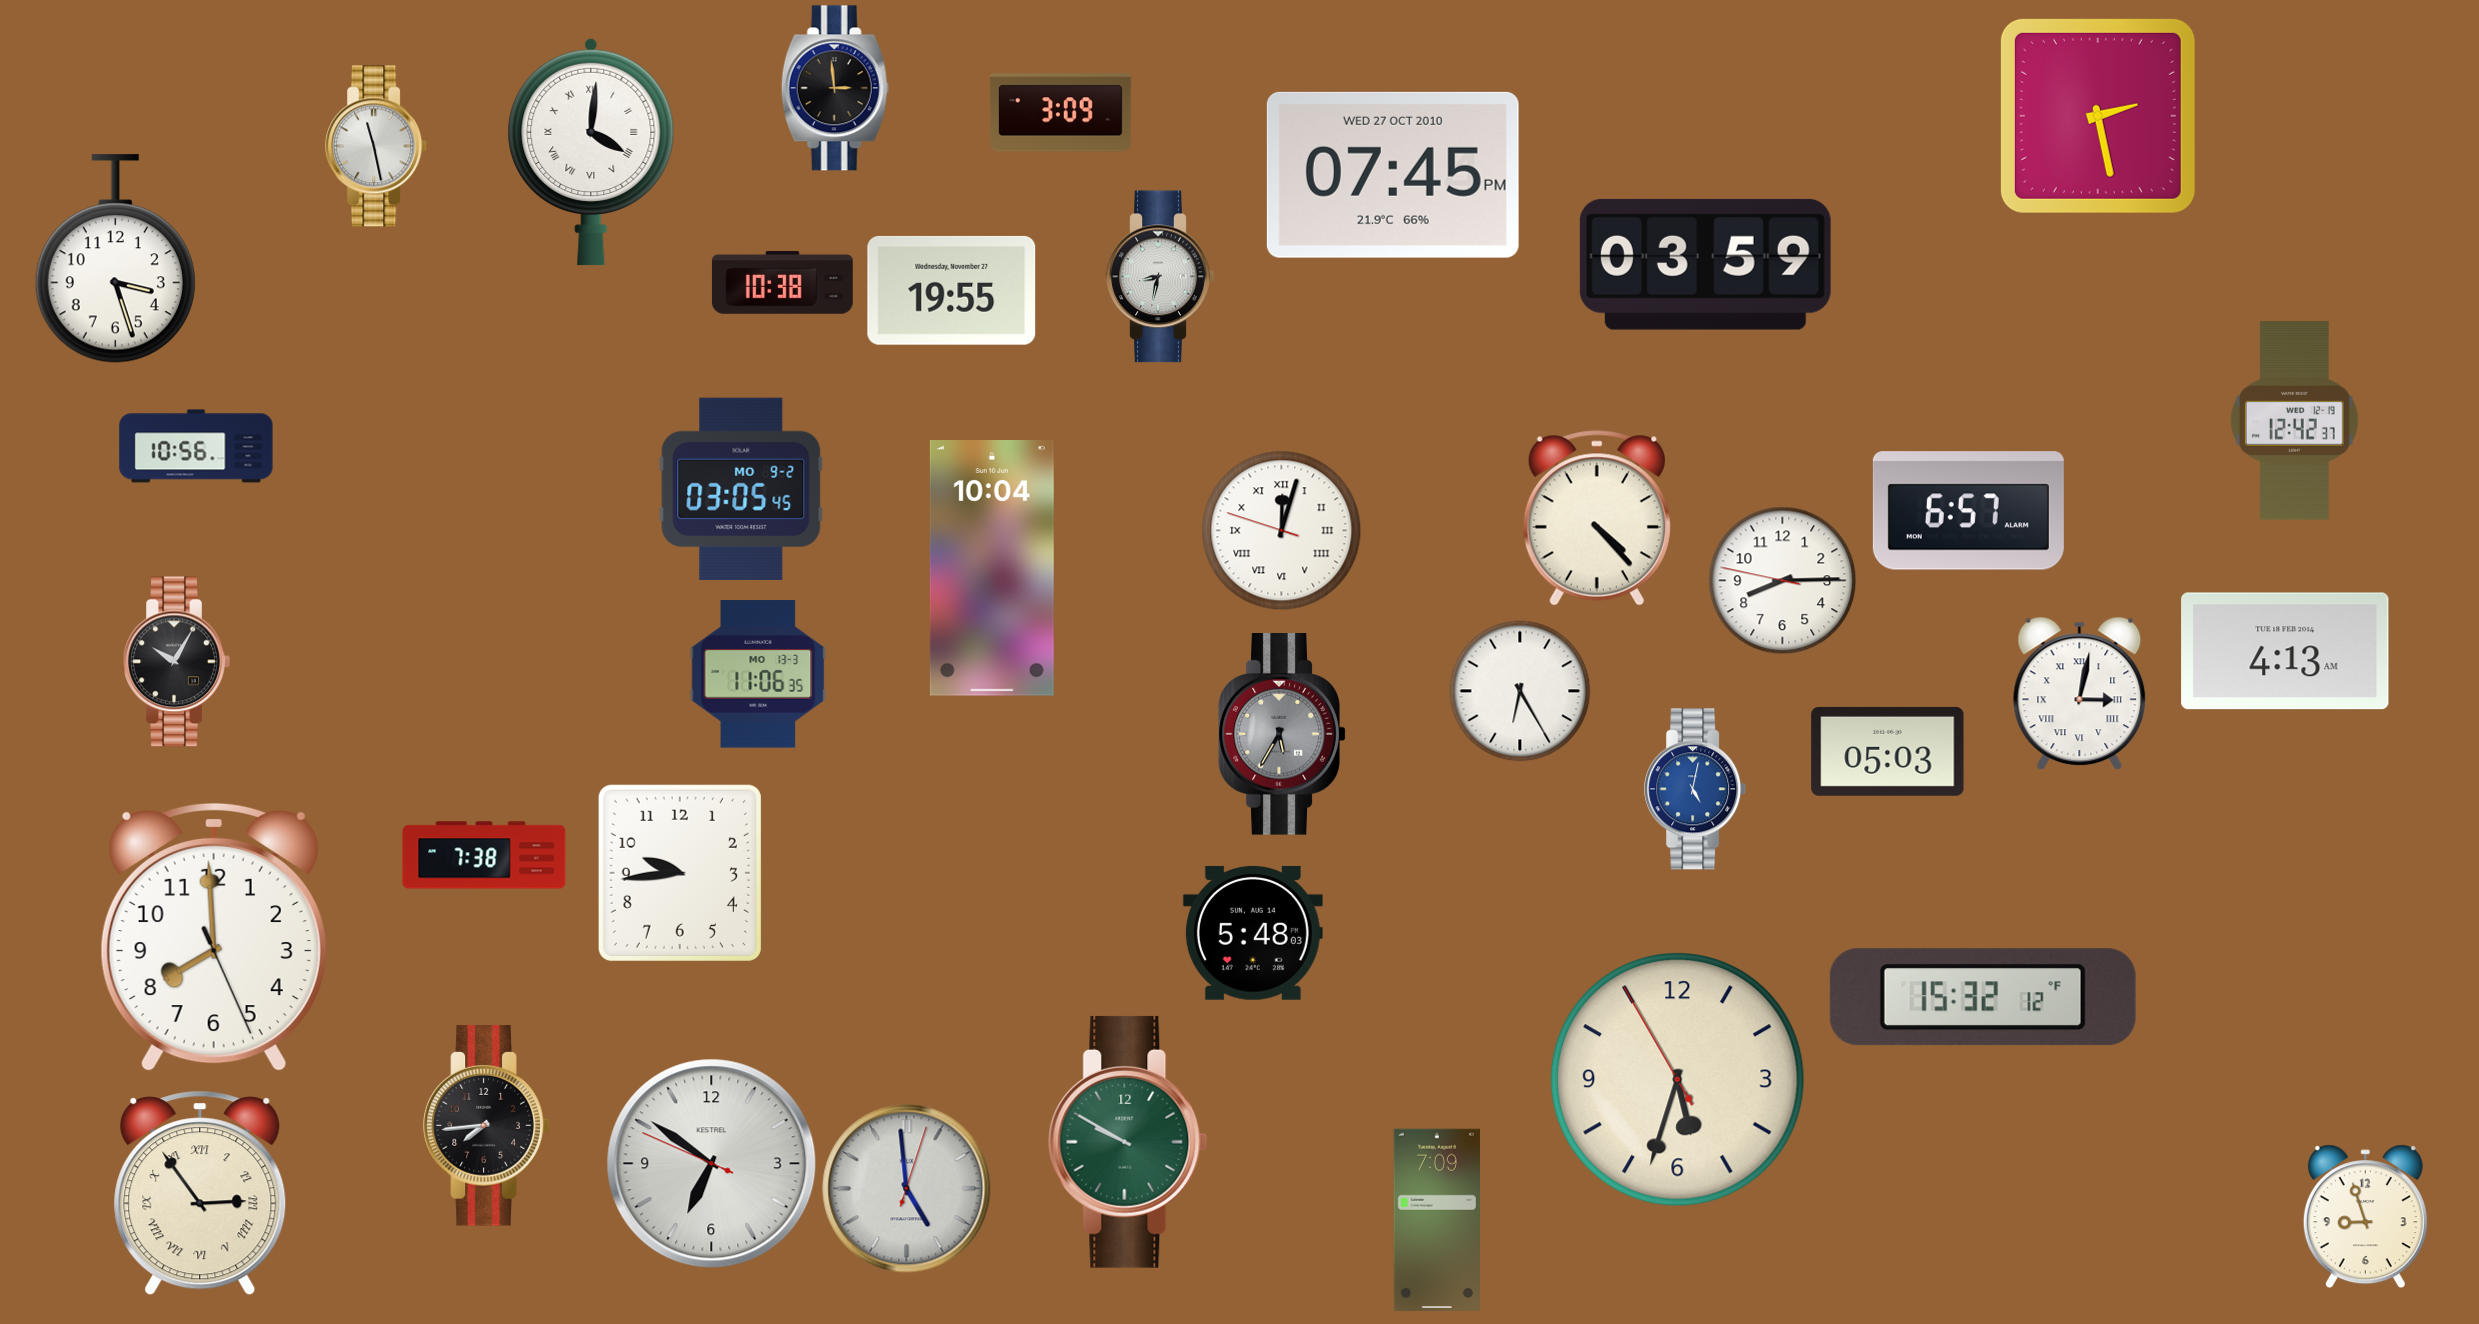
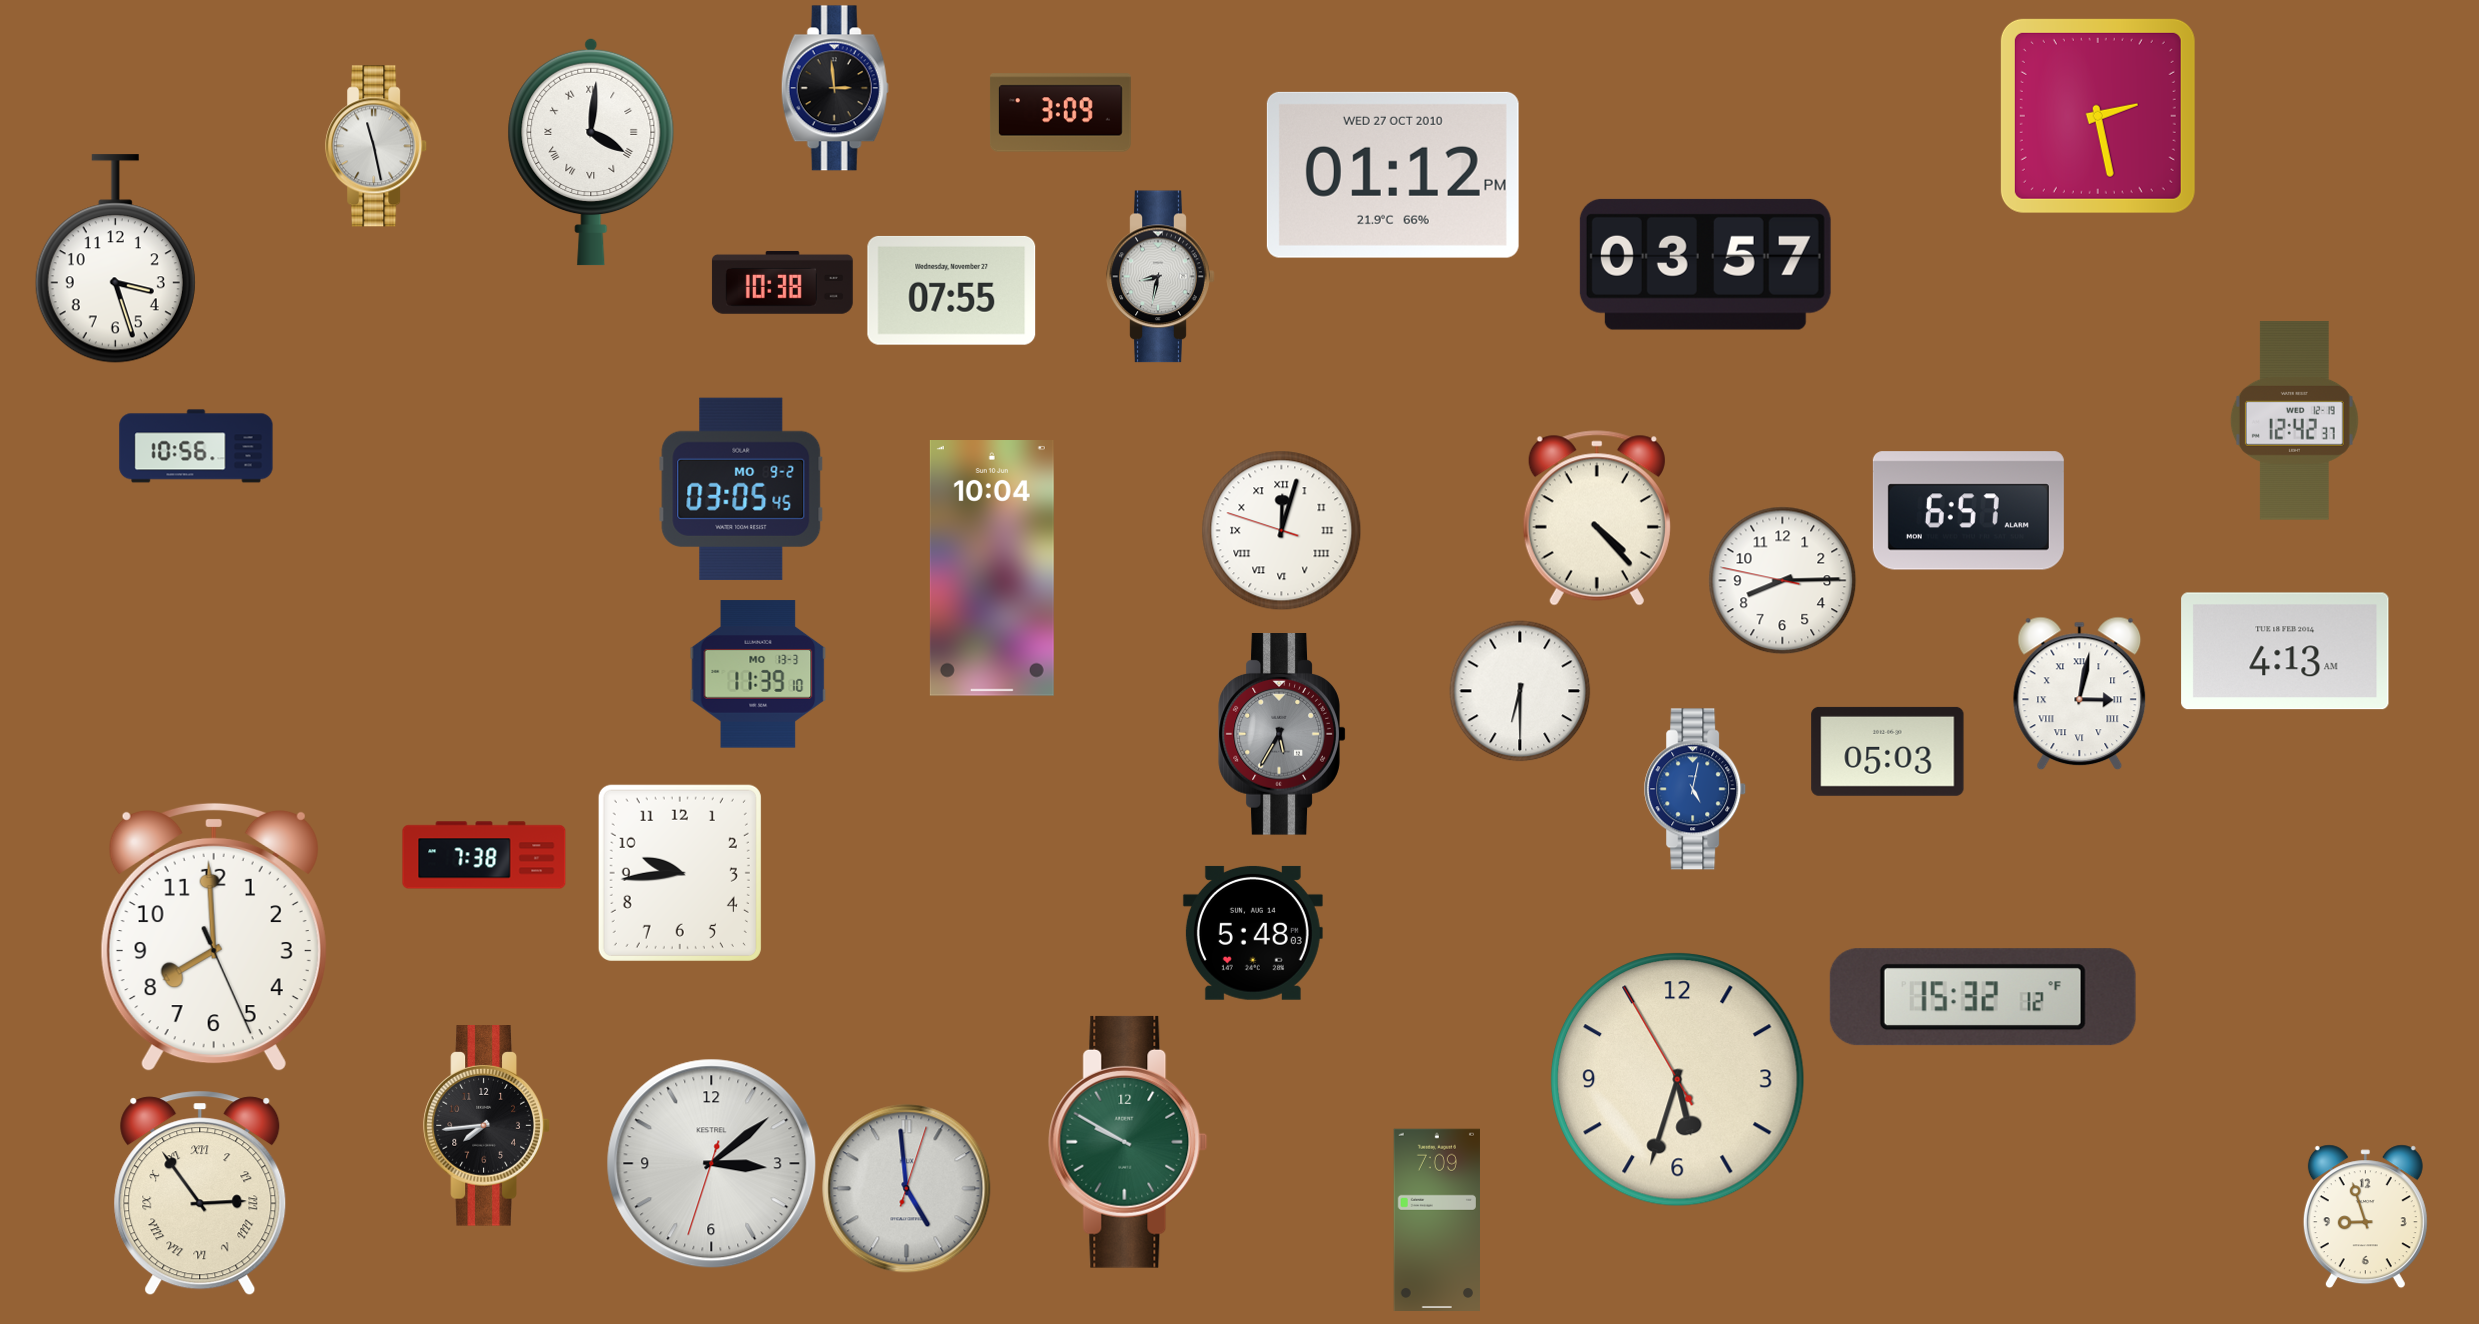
clock at (1393, 175): 07:45 -> 01:12
clock at (1705, 264): 03:59 -> 03:57
clock at (952, 290): 19:55 -> 07:55
clock at (176, 662): 10:05 -> none
clock at (758, 674): 11:06 -> 11:39
clock at (1520, 691): 6:25 -> 6:30
clock at (712, 1164): 6:50 -> 3:08
